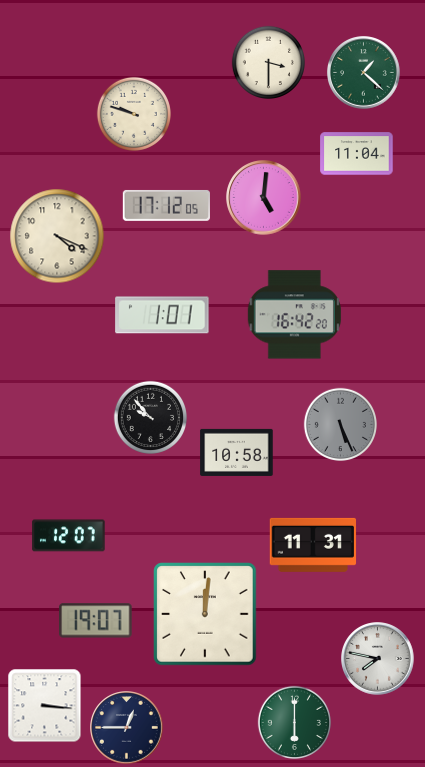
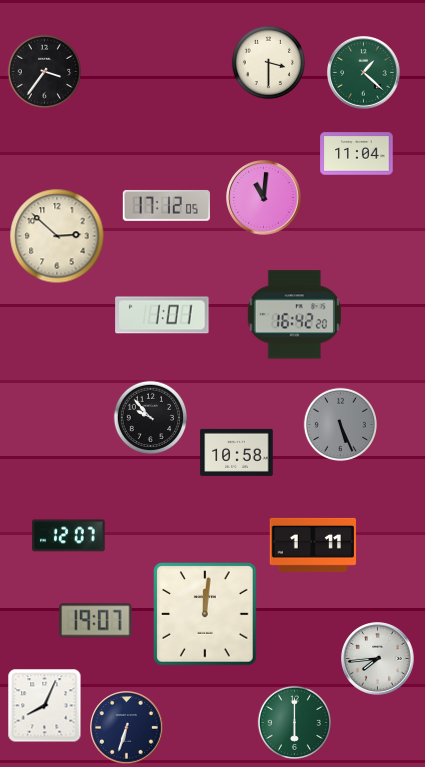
clock at (44, 71): none -> 3:36
clock at (134, 114): 9:48 -> none
clock at (264, 198): 5:01 -> 11:01
clock at (57, 236): 4:19 -> 2:52
clock at (313, 545): 11:31 -> 1:11
clock at (378, 659): 7:47 -> 7:44
clock at (45, 706): 3:16 -> 8:04
clock at (127, 728): 12:45 -> 6:33
